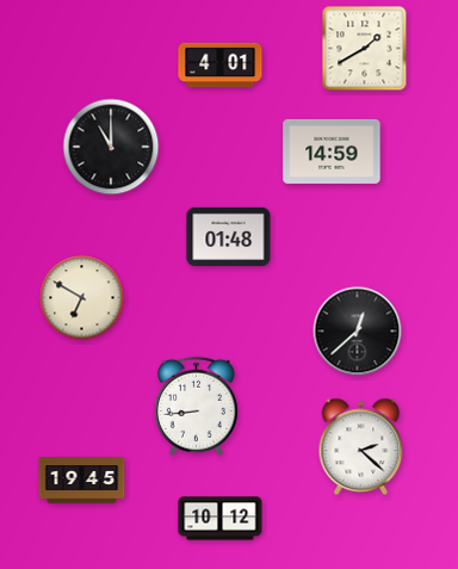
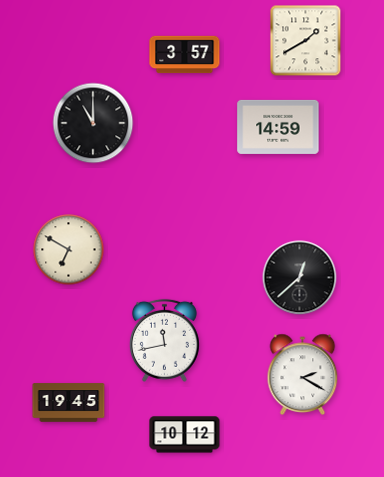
clock at (221, 66): 4:01 -> 3:57
clock at (229, 236): 01:48 -> none
clock at (196, 406): 8:44 -> 11:43
clock at (361, 447): 2:22 -> 2:20
